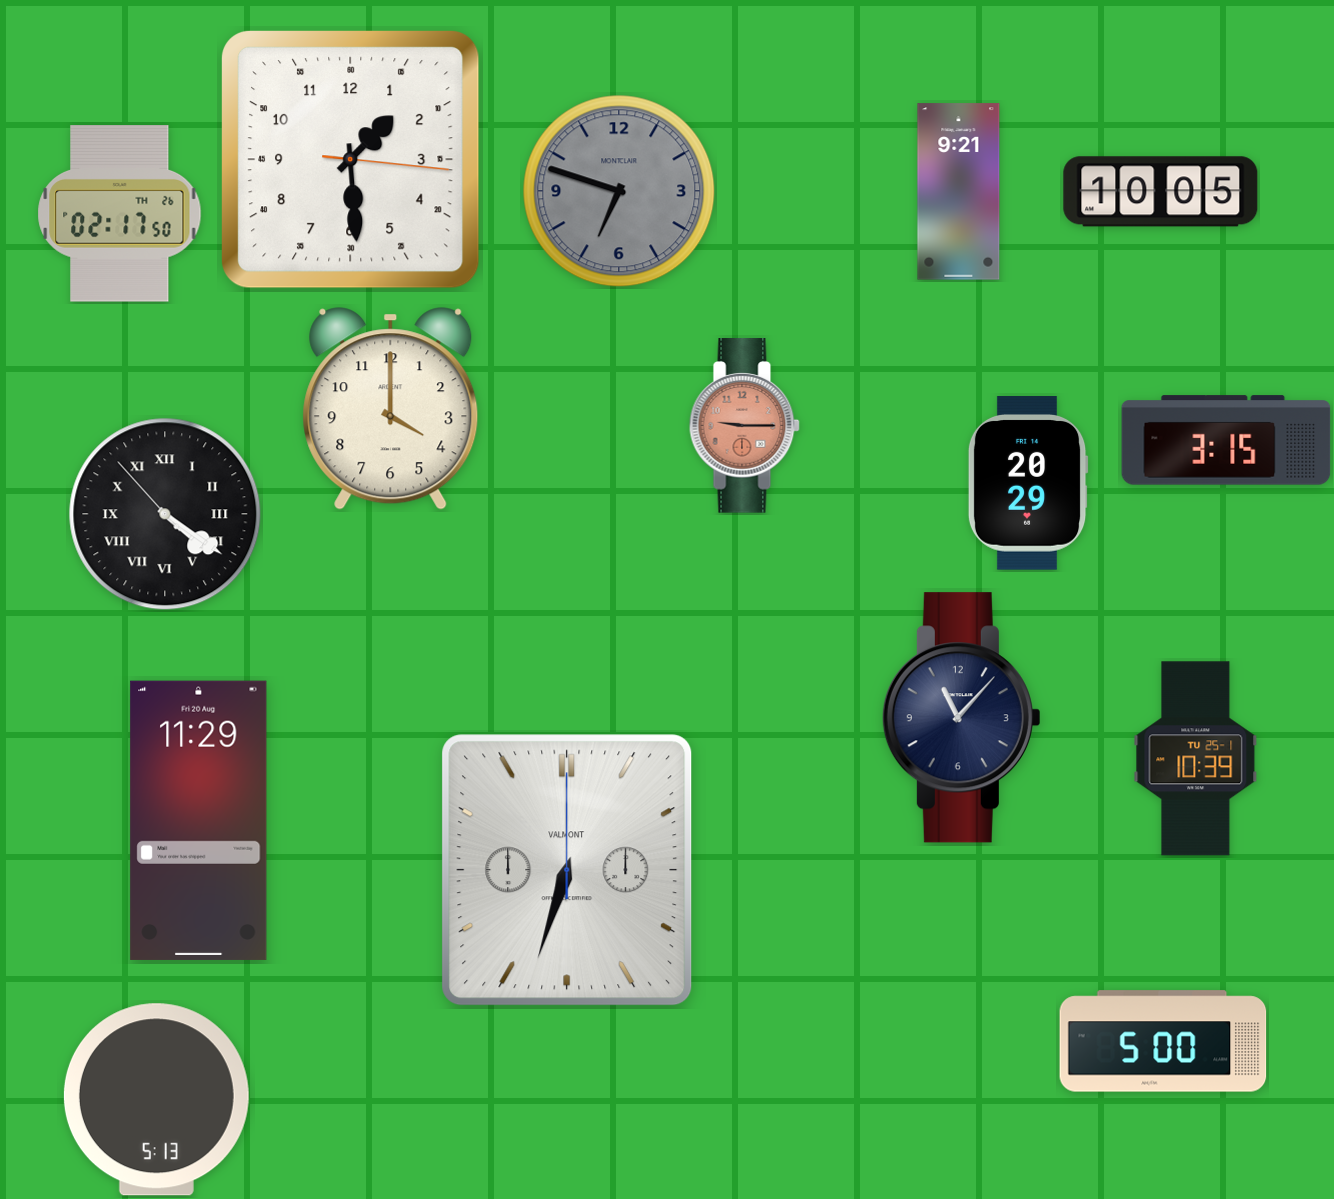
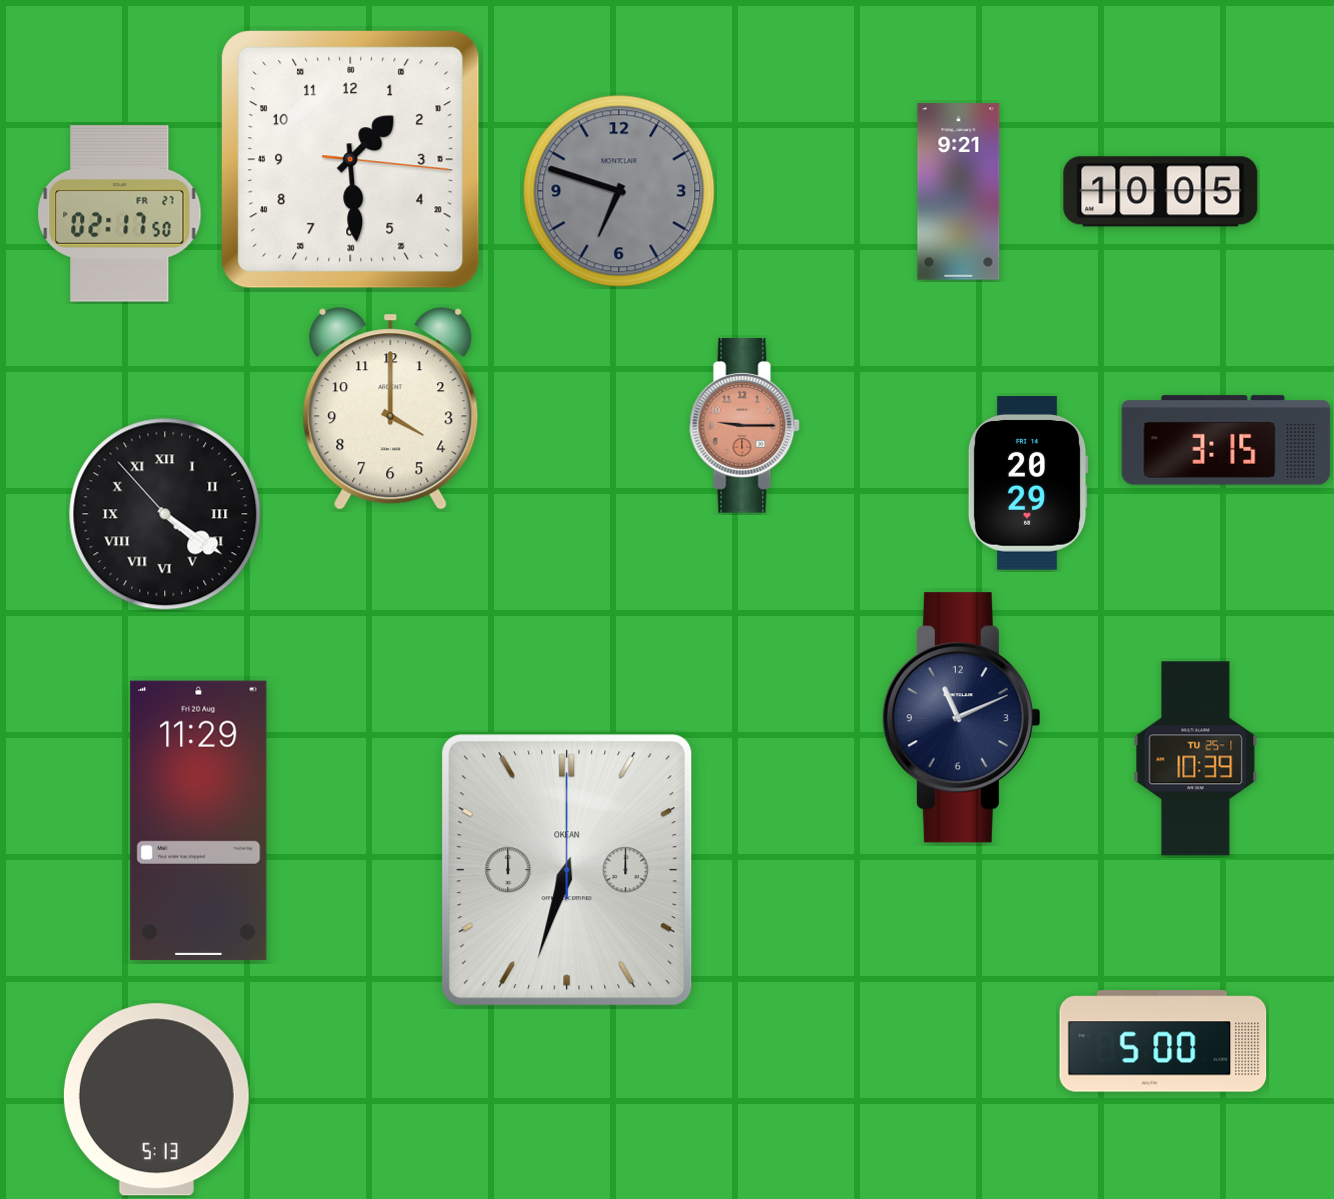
clock at (120, 214) date: TH 26 -> FR 27
clock at (961, 718): 11:07 -> 11:11
clock at (567, 870) brand: VALMONT -> OKEAN
